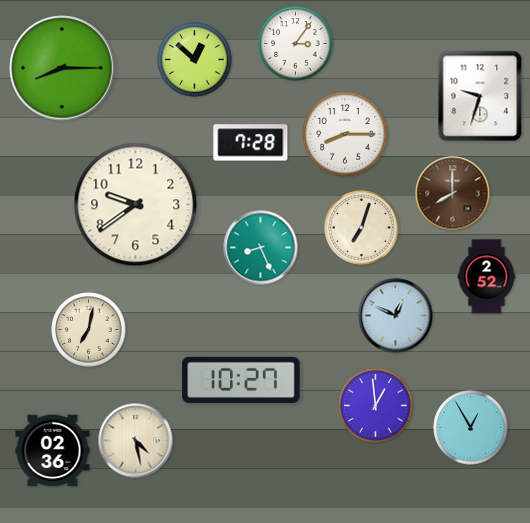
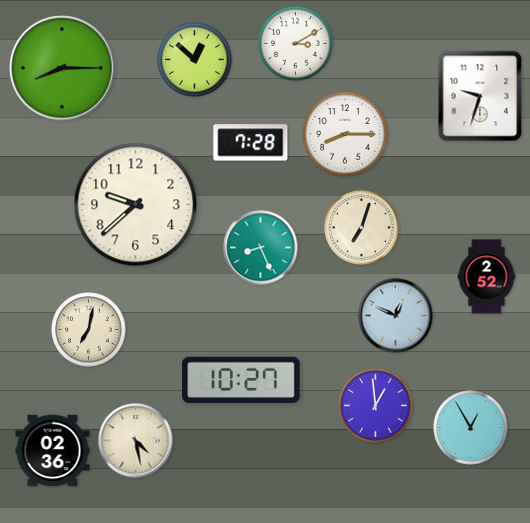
clock at (296, 44): 3:06 -> 3:10
clock at (453, 194): 8:00 -> none
clock at (136, 205): 9:39 -> 9:38
